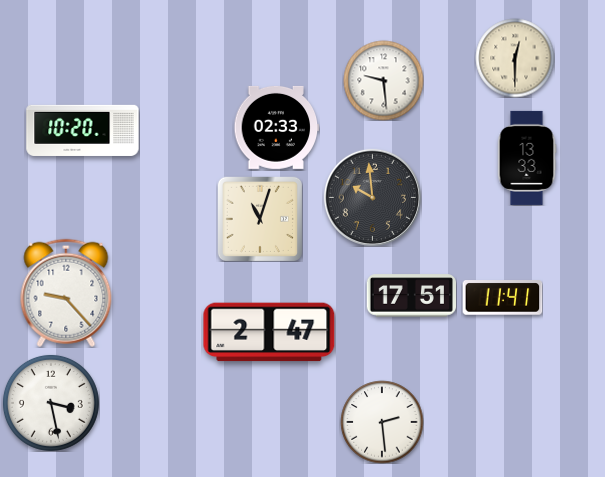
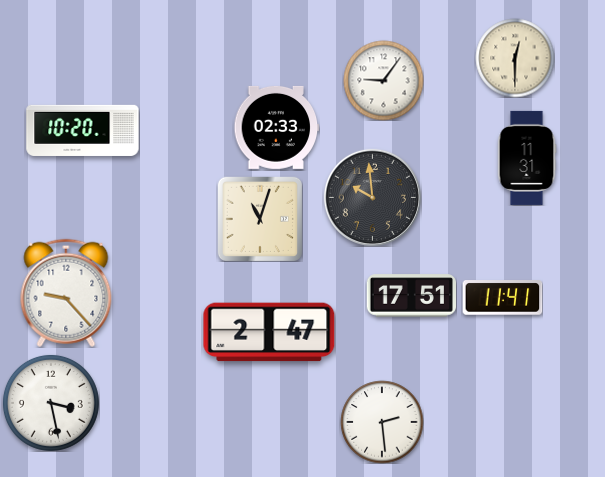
clock at (383, 80): 9:29 -> 9:06
clock at (527, 158): 13:33 -> 11:31
